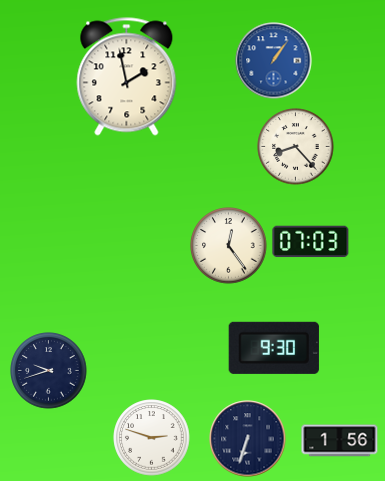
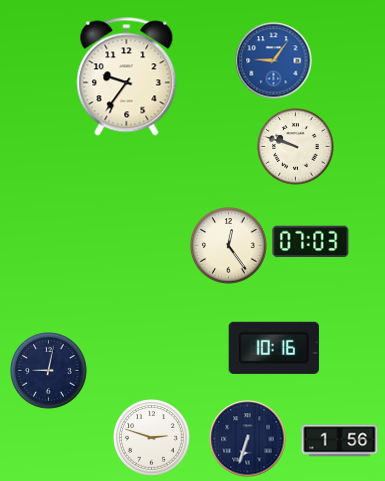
clock at (274, 61): 1:06 -> 9:06
clock at (127, 77): 1:58 -> 9:36
clock at (296, 147): 8:23 -> 9:48
clock at (274, 348): 9:30 -> 10:16
clock at (49, 371): 9:42 -> 9:02
